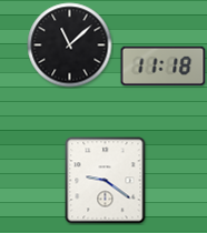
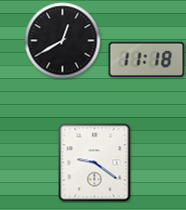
clock at (70, 45): 11:08 -> 12:40
